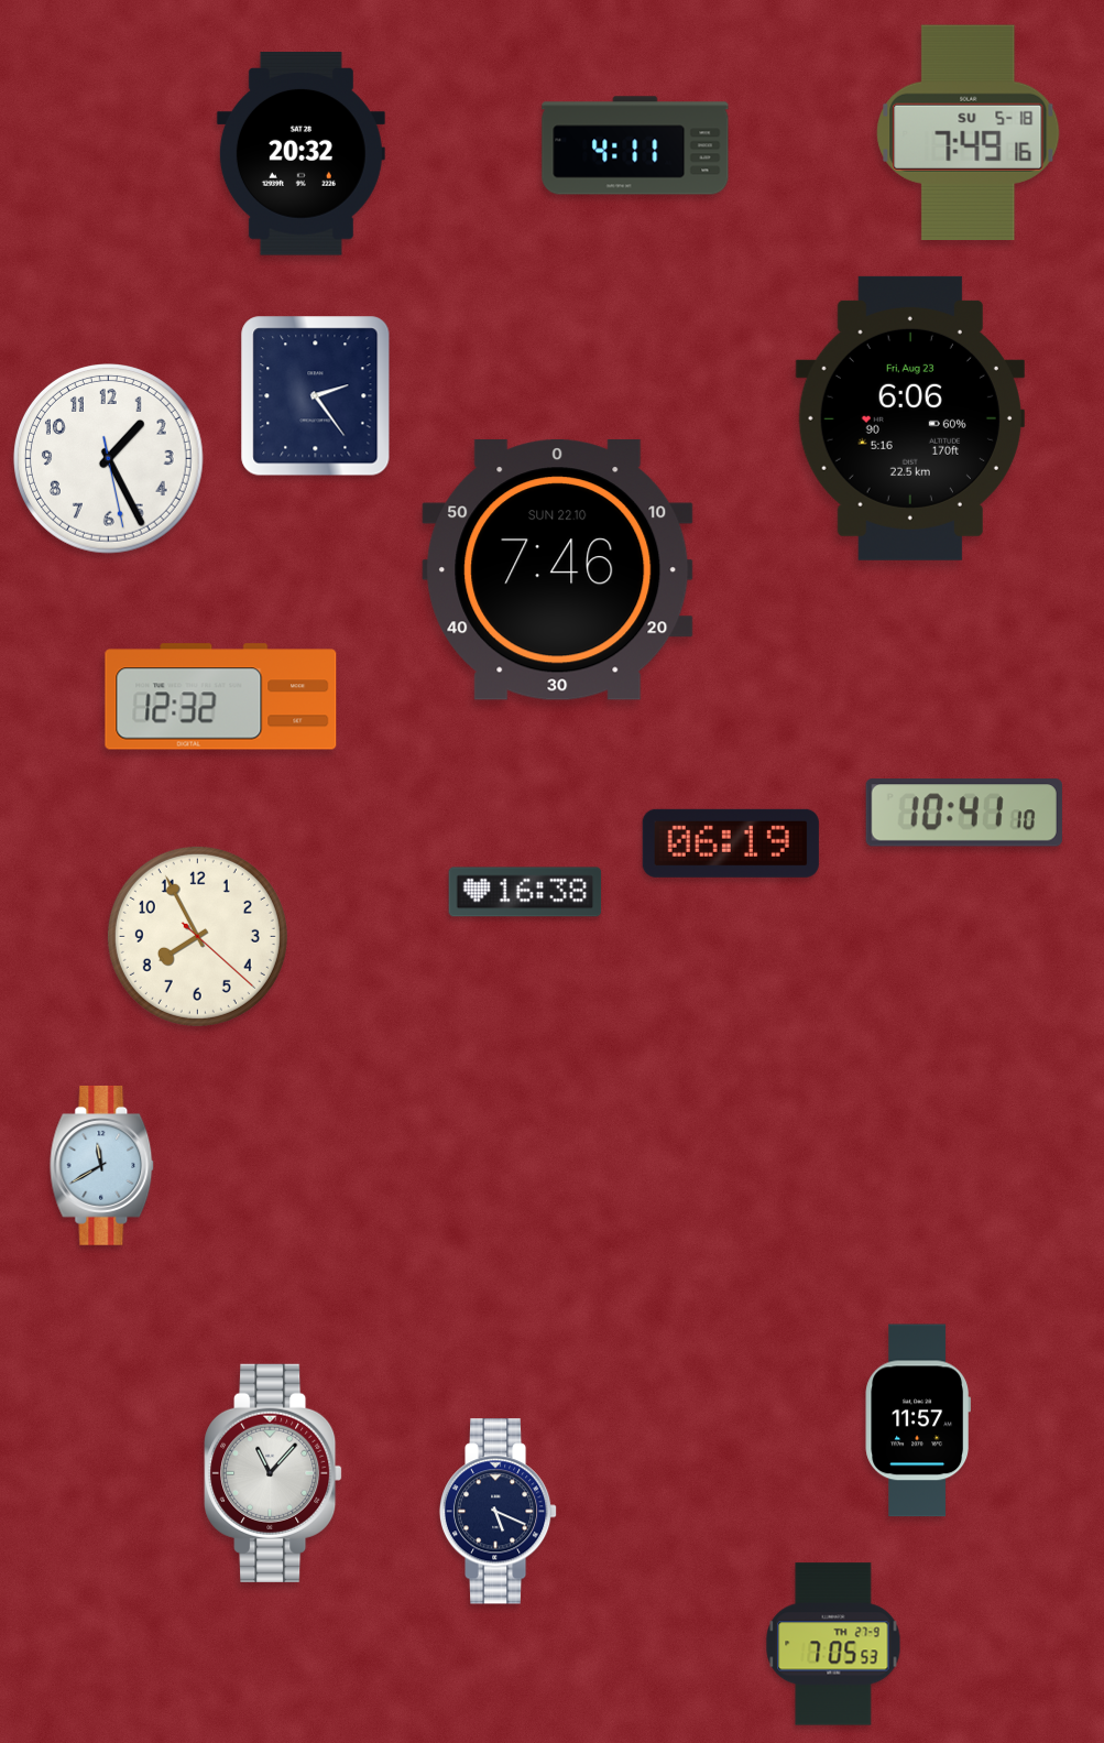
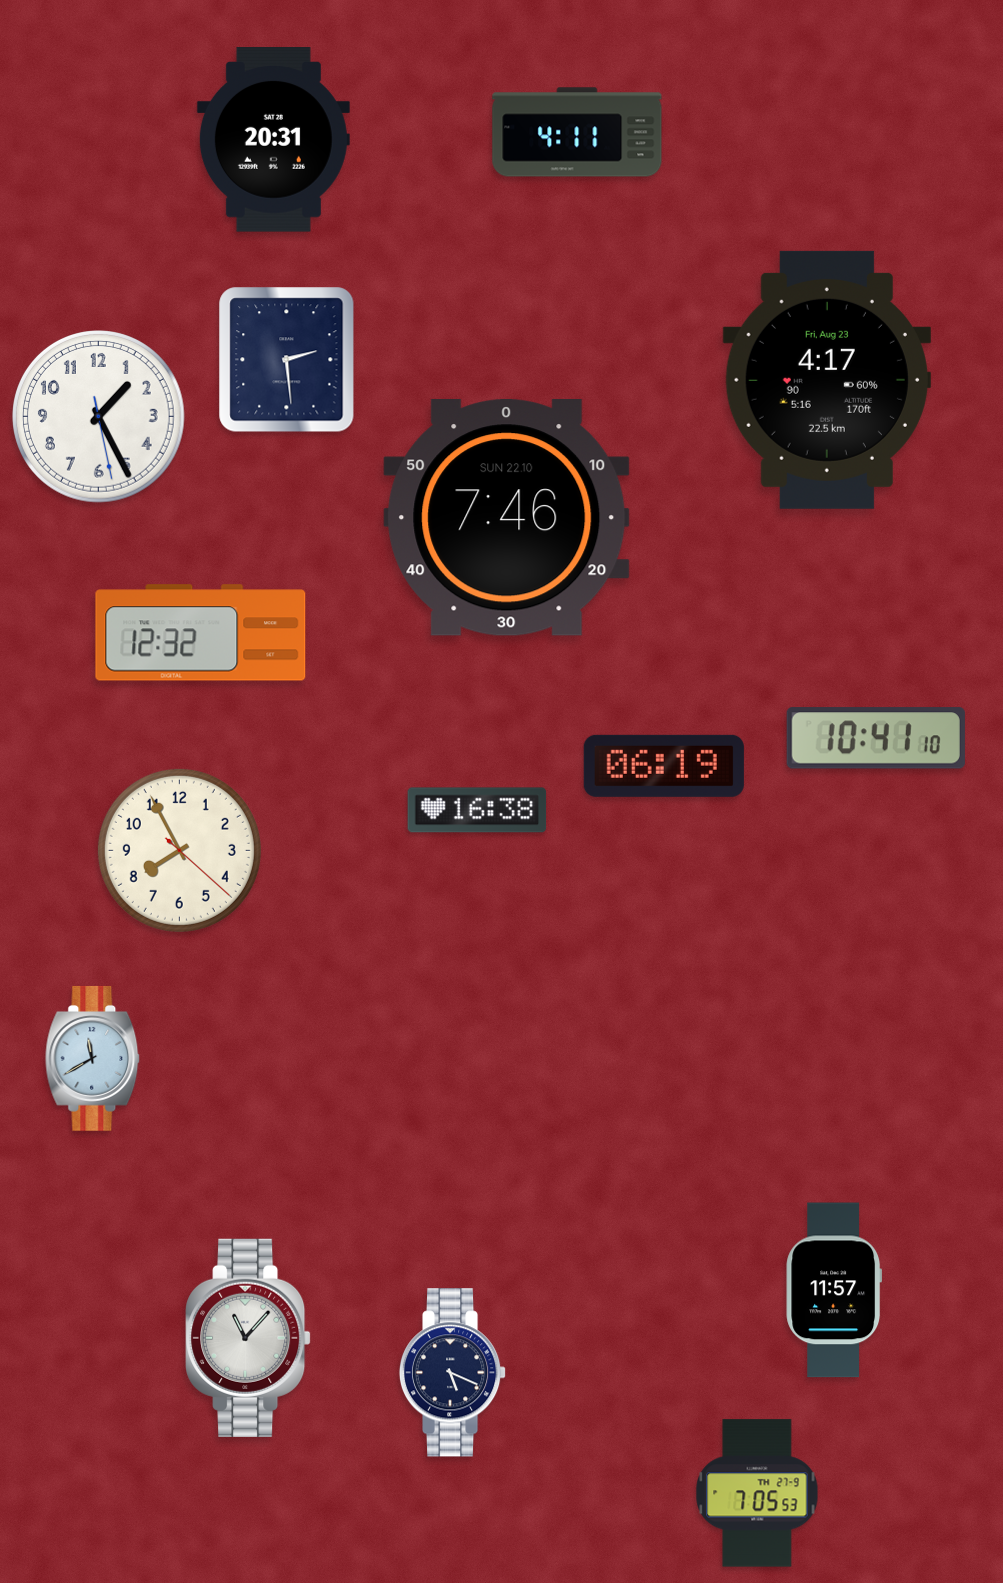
clock at (969, 132): 7:49 -> none
clock at (300, 154): 20:32 -> 20:31
clock at (316, 396): 2:24 -> 2:29
clock at (910, 418): 6:06 -> 4:17
